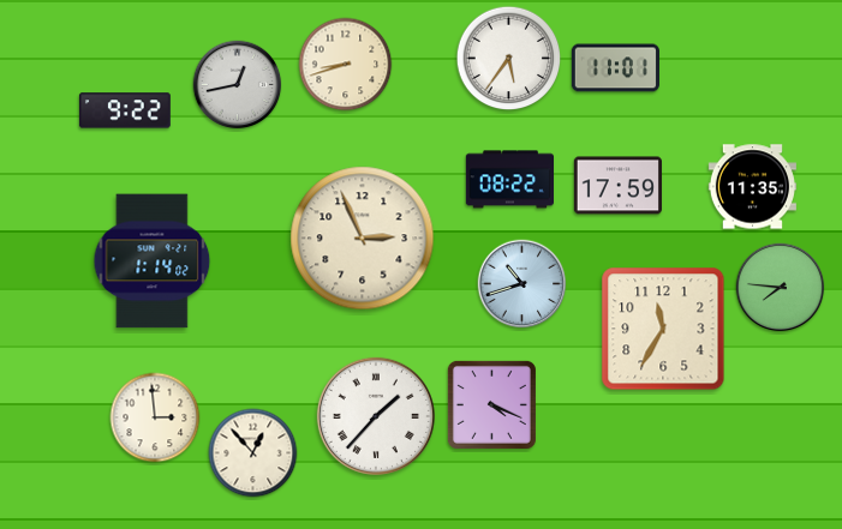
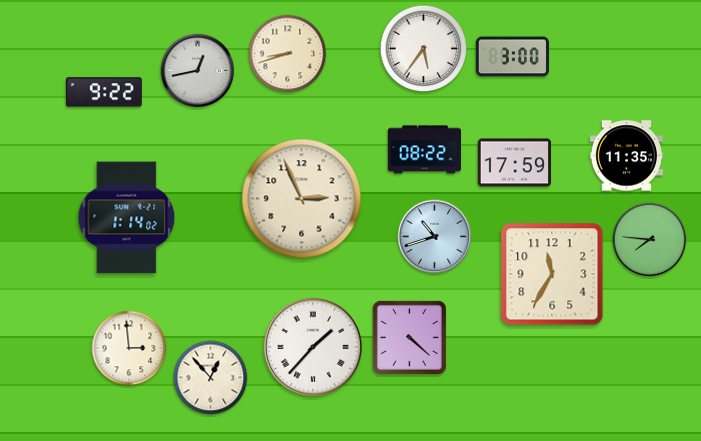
clock at (615, 68): 11:01 -> 3:00
clock at (617, 186) position: (617, 186) -> (514, 163)
clock at (491, 404): 4:19 -> 4:22
